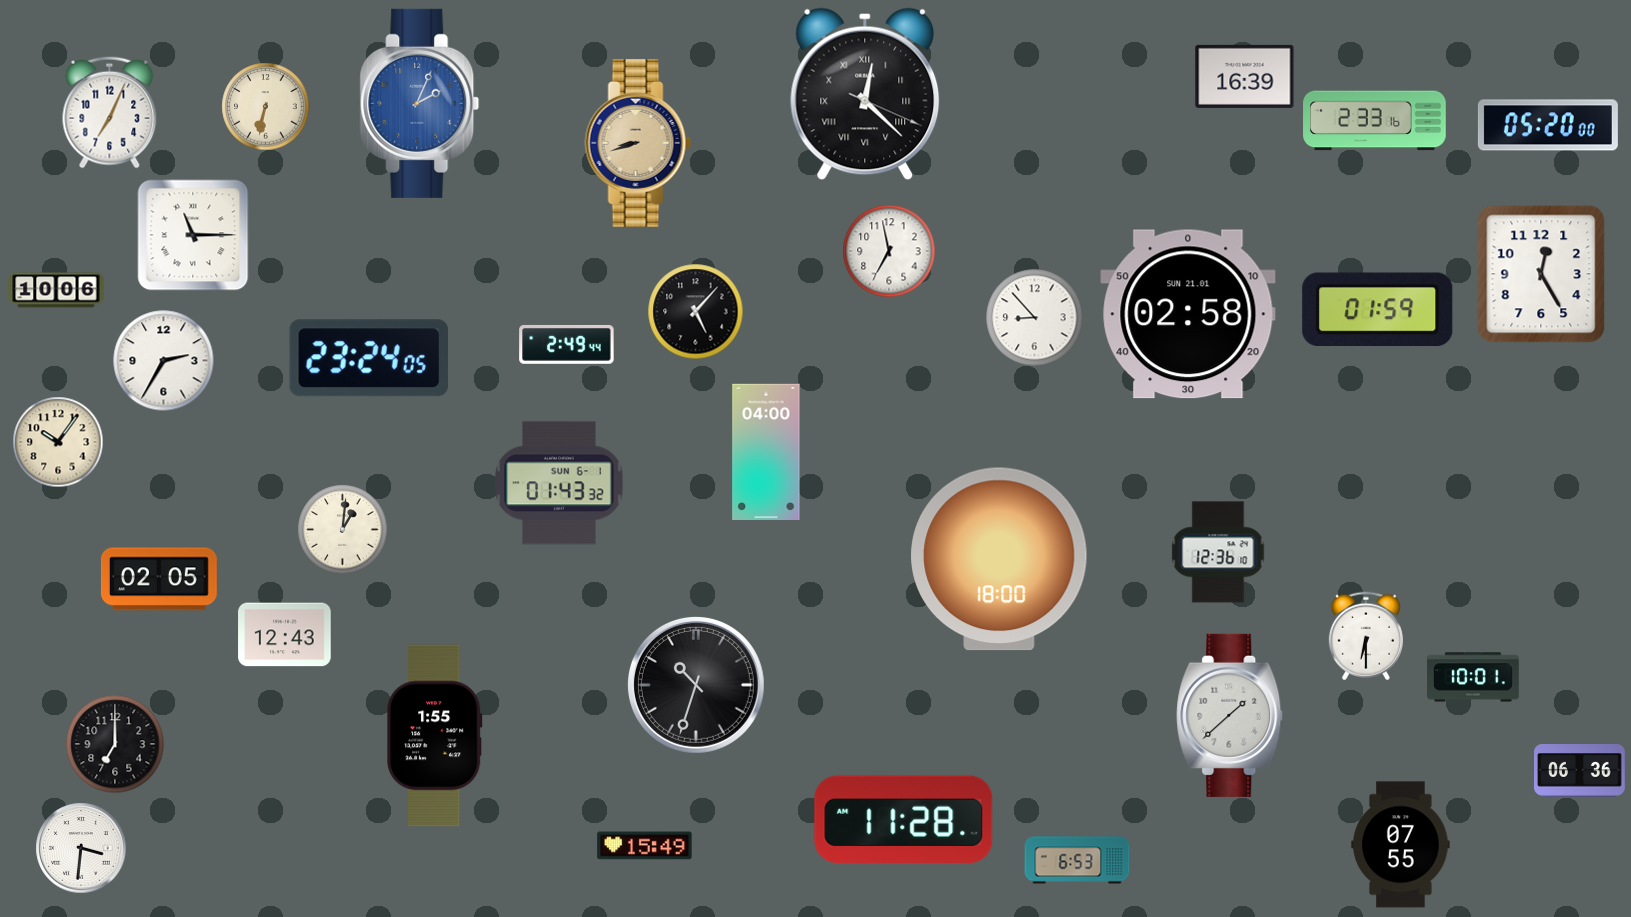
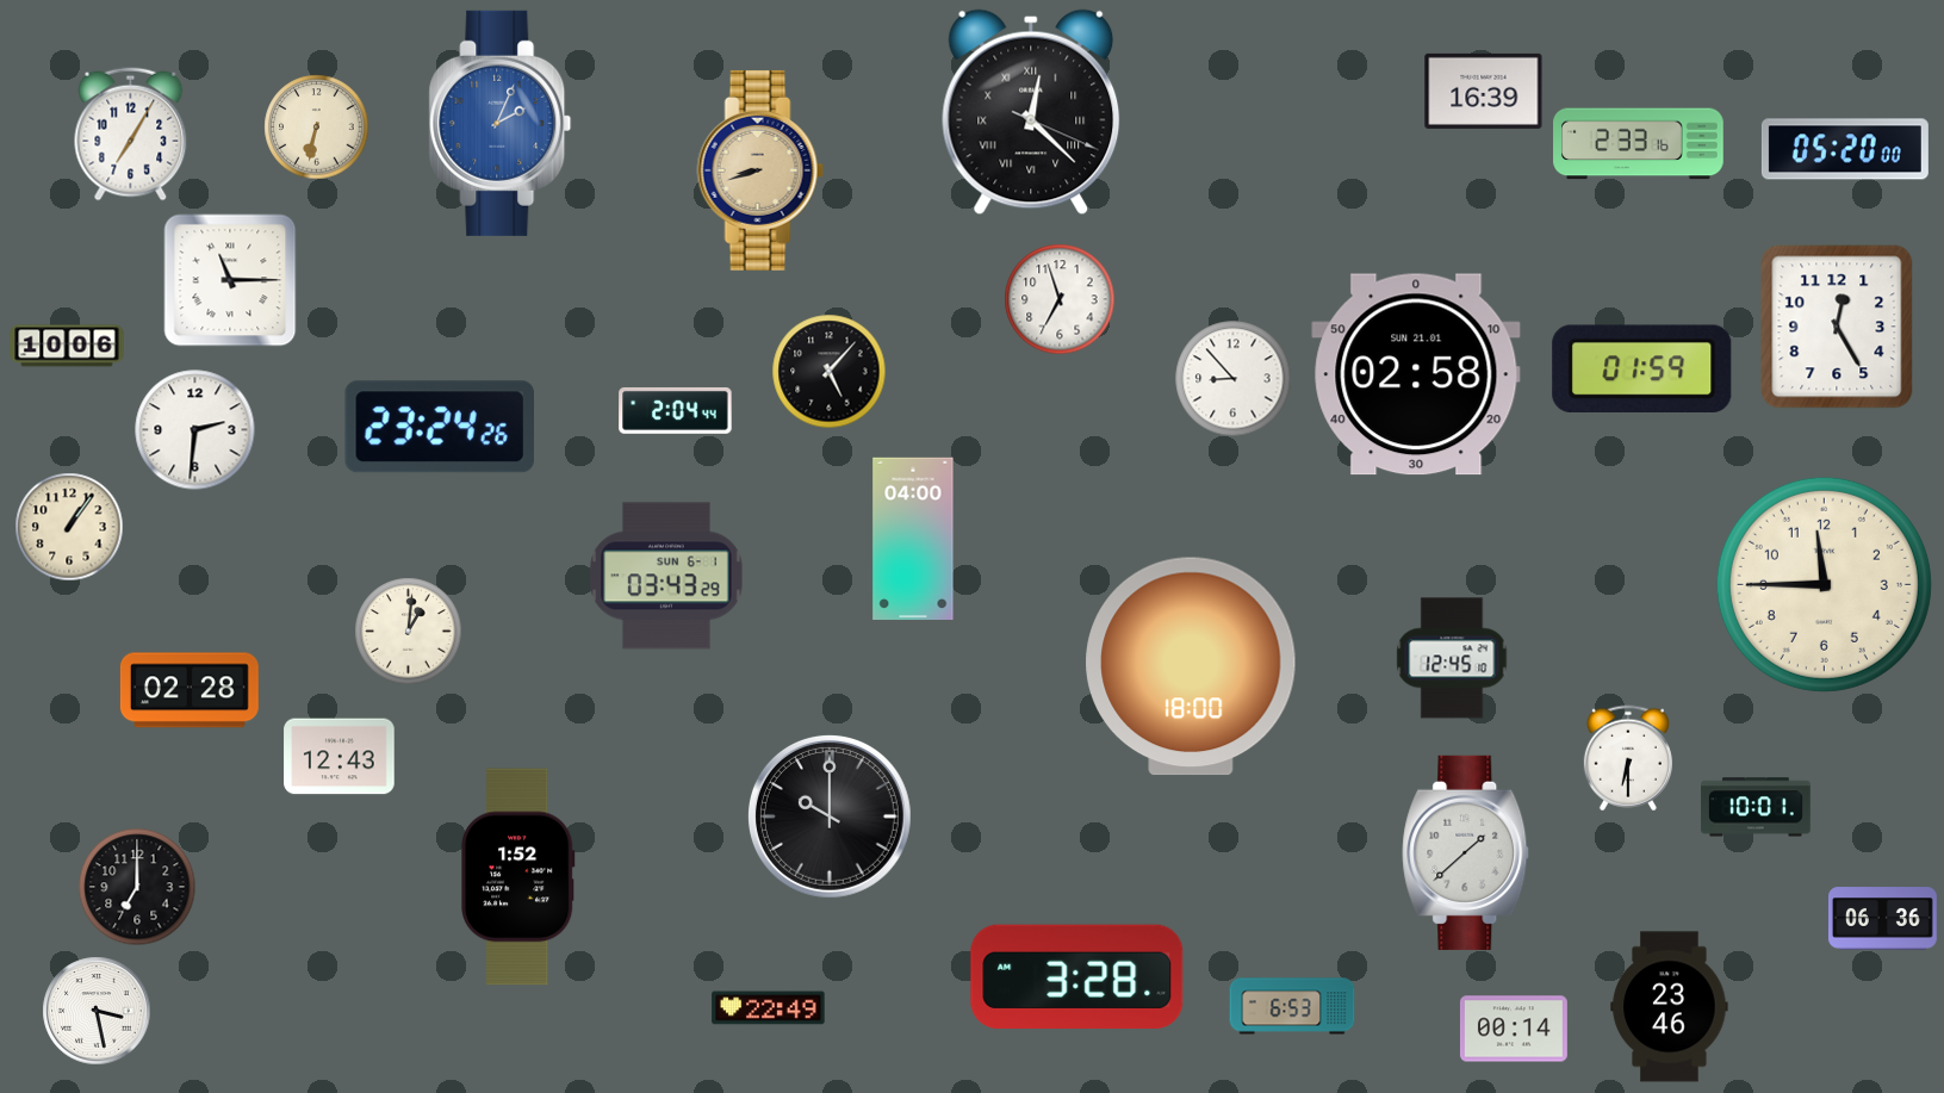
clock at (110, 113): 7:04 -> 7:05
clock at (889, 251): 6:58 -> 6:57
clock at (567, 344): 2:49 -> 2:04
clock at (369, 358): 23:24:05 -> 23:24:26
clock at (164, 361): 2:35 -> 2:31
clock at (58, 442): 10:06 -> 1:06
clock at (559, 483): 01:43 -> 03:43
clock at (1824, 584): none -> 11:45
clock at (1218, 552): 12:36 -> 12:45
clock at (159, 579): 02:05 -> 02:28
clock at (696, 685): 10:33 -> 10:00
clock at (435, 736): 1:55 -> 1:52
clock at (904, 819): 11:28 -> 3:28
clock at (1401, 845): 07:55 -> 23:46
clock at (645, 846): 15:49 -> 22:49
clock at (81, 848): 3:31 -> 3:28
clock at (1077, 860) position: (1077, 860) -> (1292, 1006)
clock at (1514, 1029): none -> 00:14
